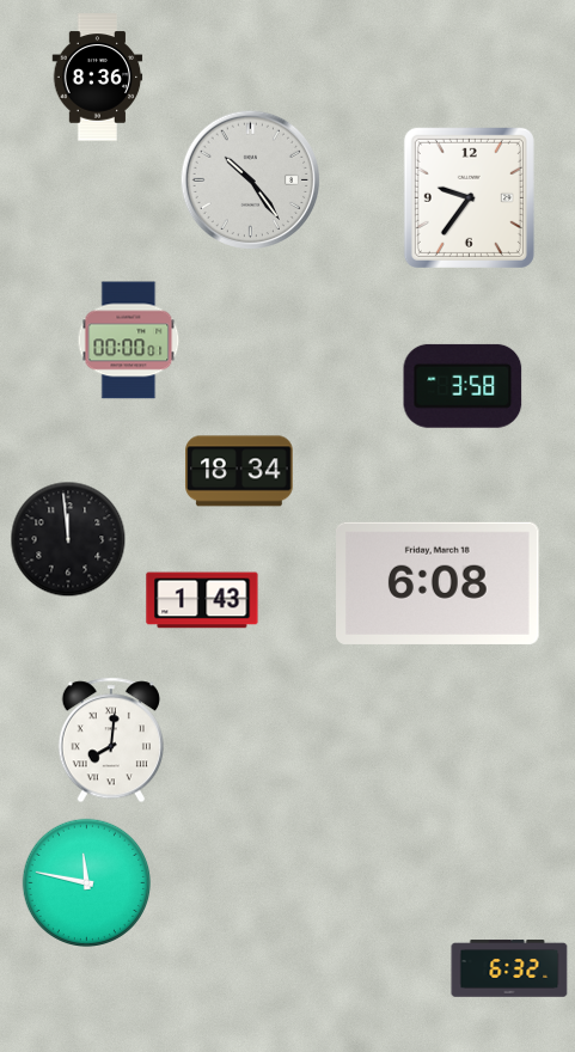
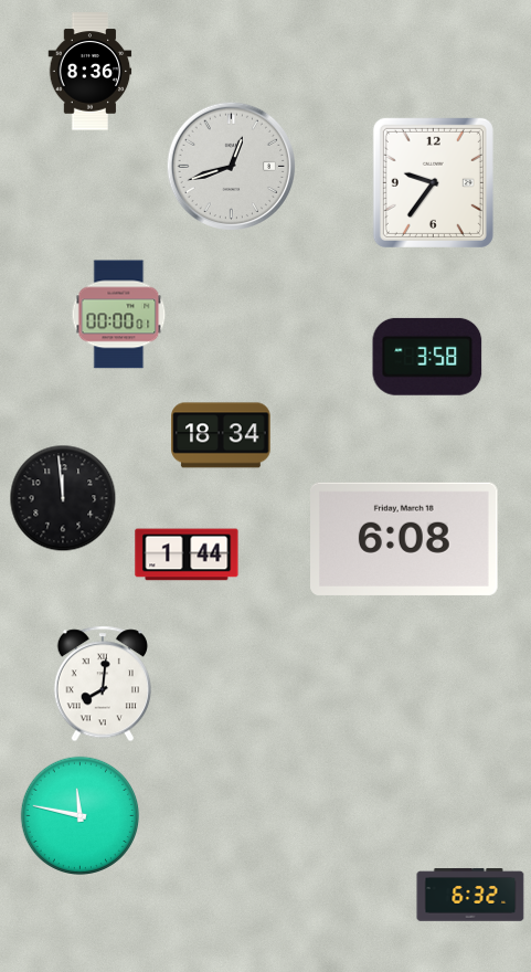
clock at (250, 179): 10:24 -> 12:42
clock at (202, 600): 1:43 -> 1:44
